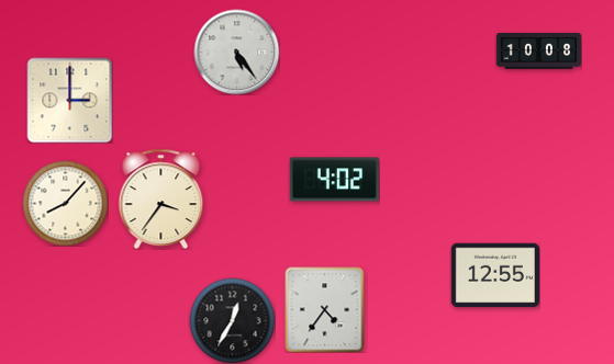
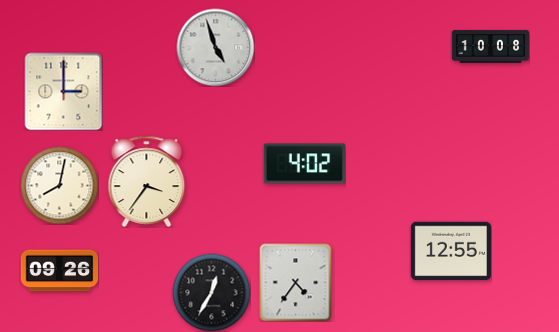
clock at (236, 52): 5:24 -> 4:57
clock at (65, 203): 8:07 -> 8:02
clock at (59, 271): none -> 09:26
